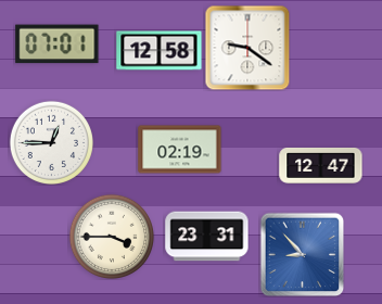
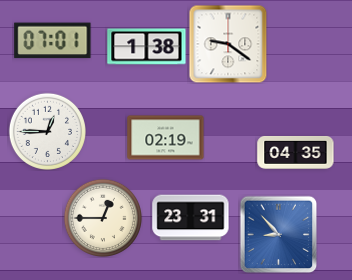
clock at (160, 51): 12:58 -> 1:38
clock at (321, 165): 12:47 -> 04:35
clock at (111, 236): 3:45 -> 12:45
